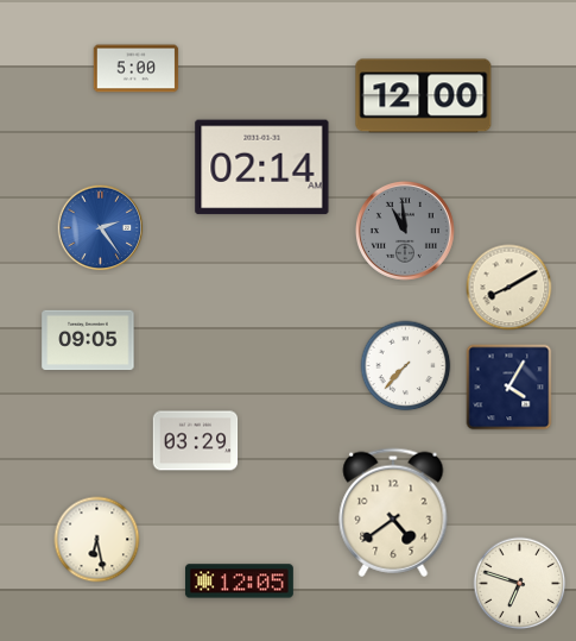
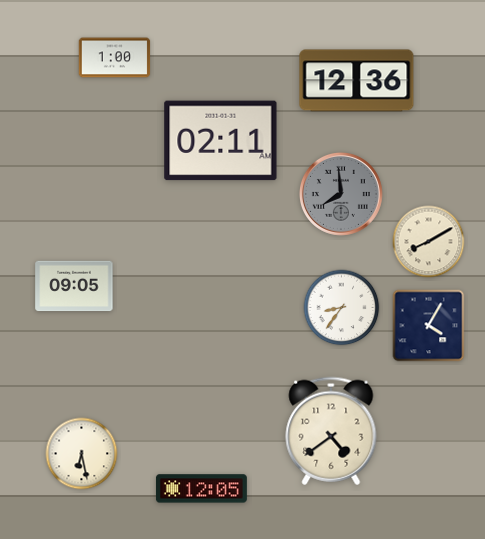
clock at (137, 69): 5:00 -> 1:00
clock at (424, 96): 12:00 -> 12:36
clock at (262, 168): 02:14 -> 02:11
clock at (101, 228): 2:24 -> none
clock at (405, 231): 10:59 -> 7:59
clock at (406, 366): 7:37 -> 8:36
clock at (196, 441): 03:29 -> none
clock at (520, 584): 6:48 -> none
